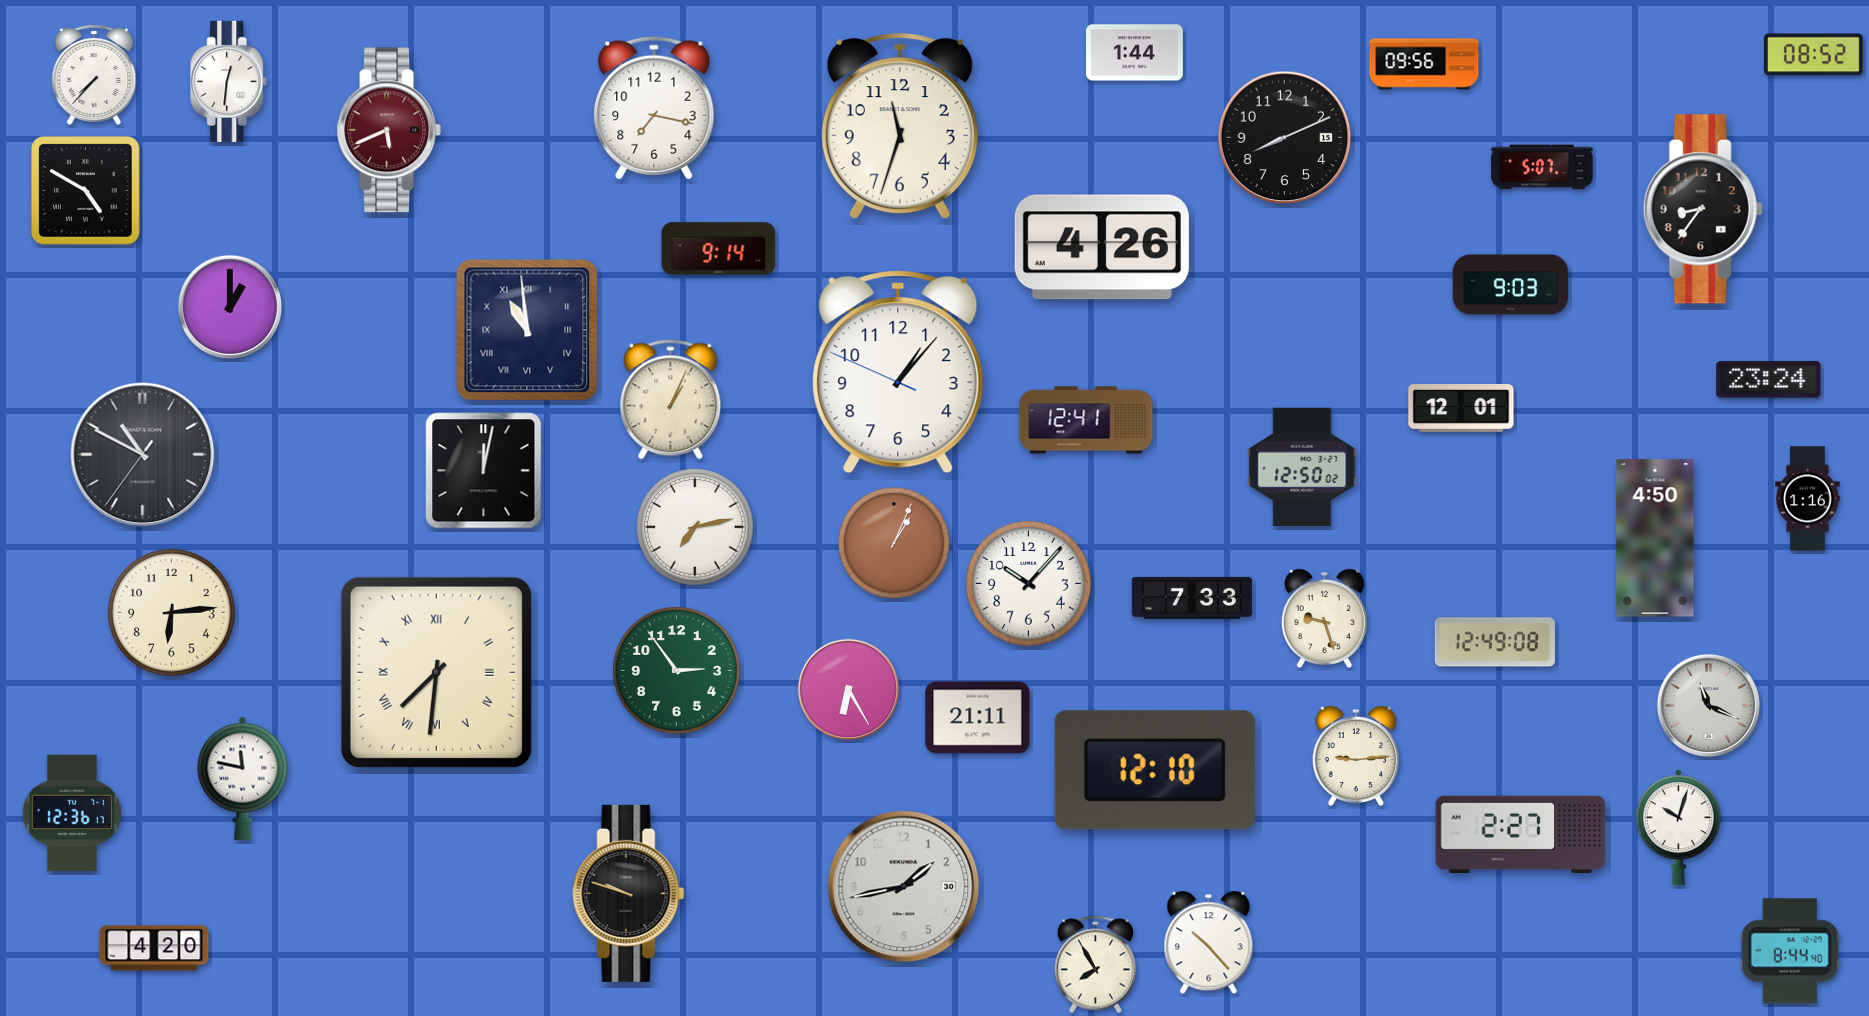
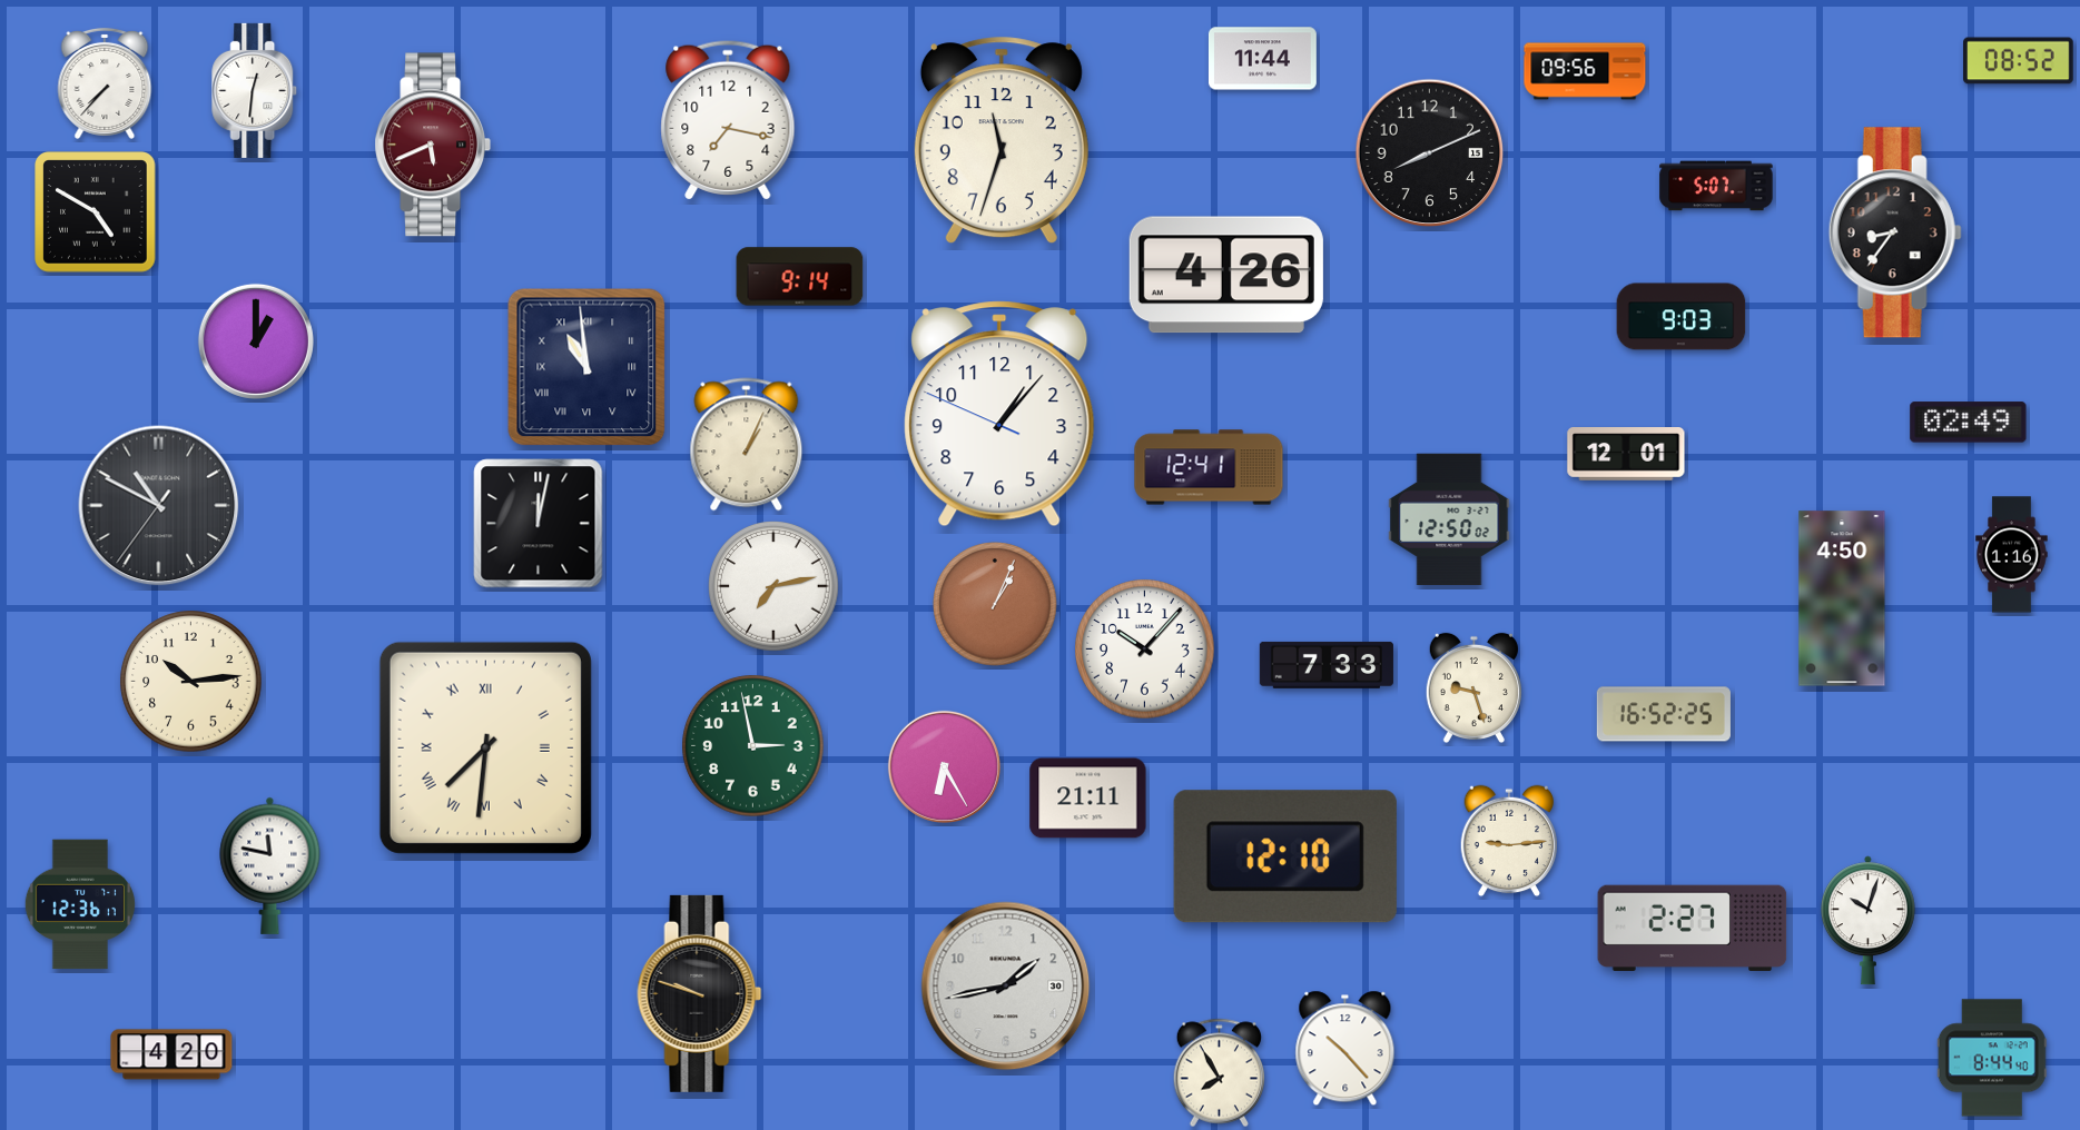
clock at (1134, 53): 1:44 -> 11:44
clock at (1769, 380): 23:24 -> 02:49
clock at (172, 613): 6:14 -> 10:14
clock at (1495, 642): 12:49 -> 16:52
clock at (677, 671): 2:54 -> 2:58
clock at (1708, 705): 11:19 -> none
